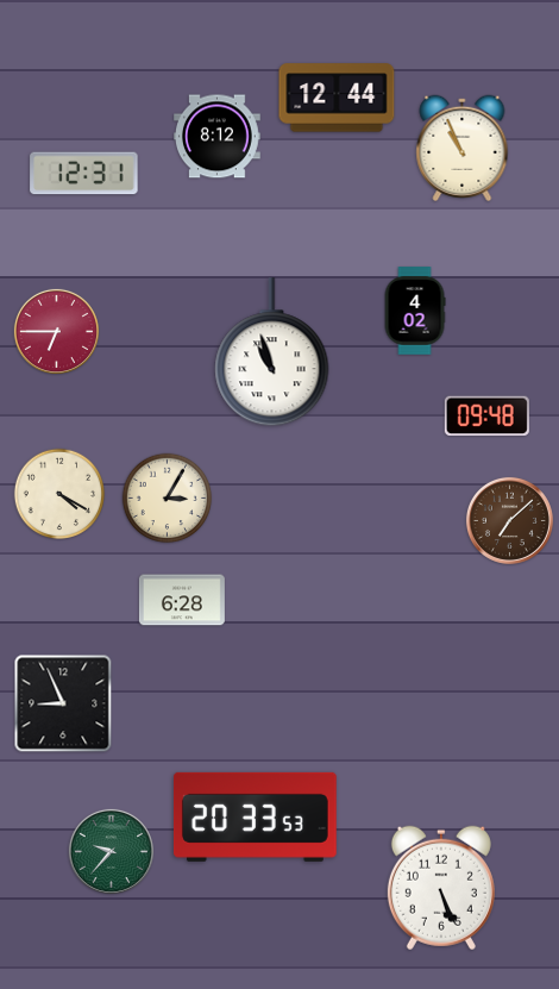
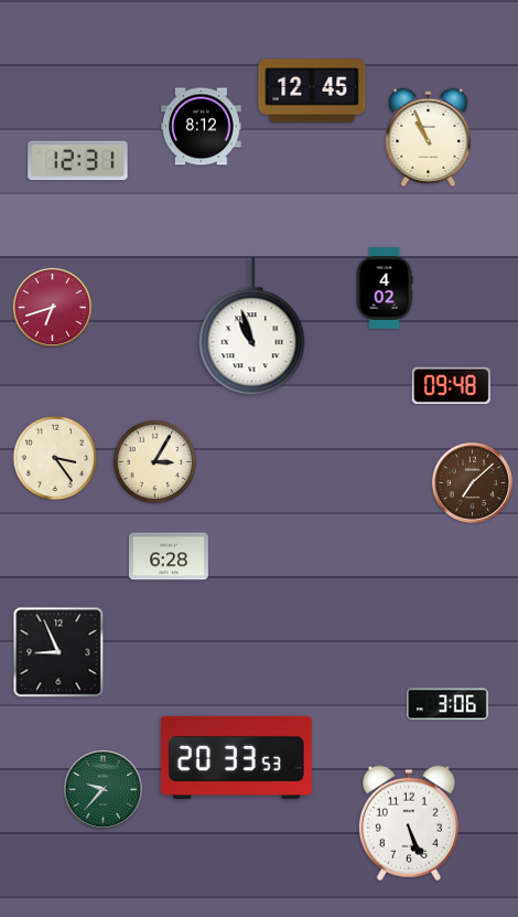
clock at (337, 98): 12:44 -> 12:45
clock at (56, 331): 6:45 -> 6:42
clock at (59, 494): 4:20 -> 3:24
clock at (447, 704): none -> 3:06
